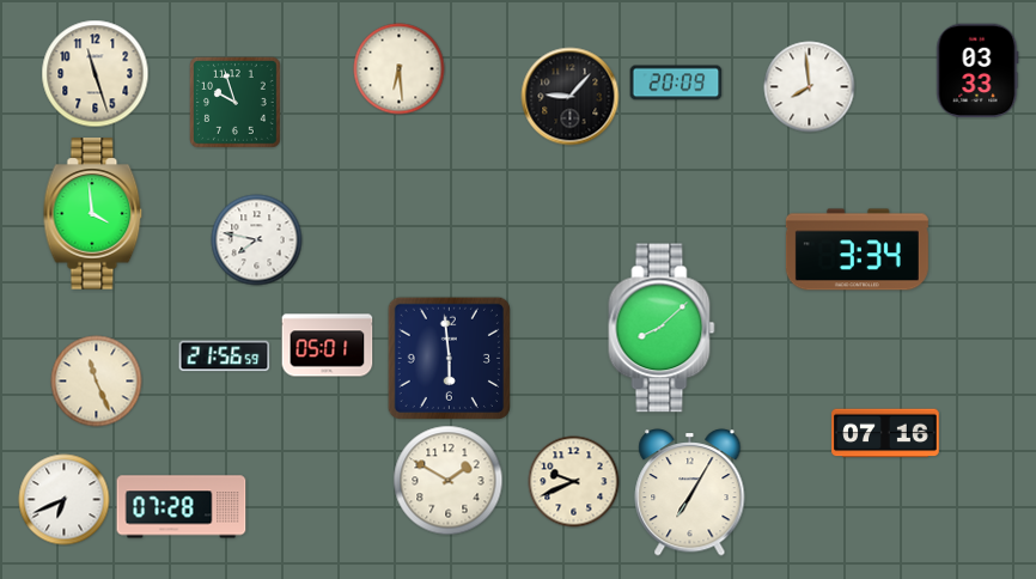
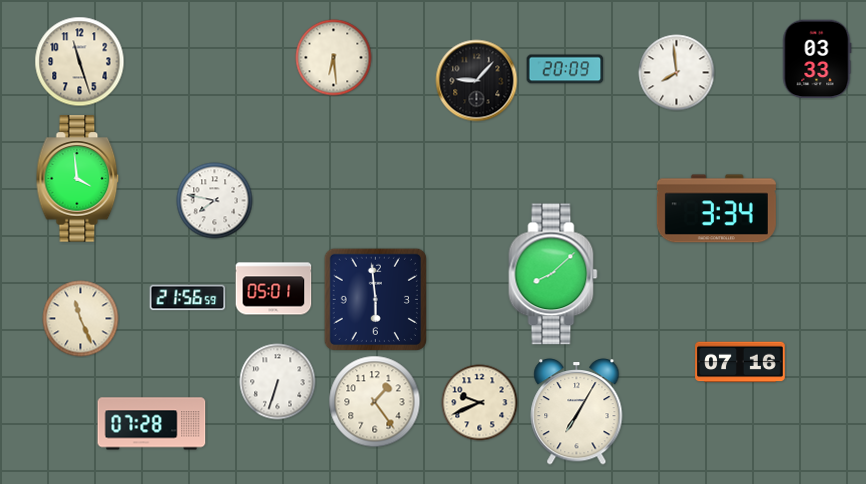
clock at (236, 103): 9:57 -> none
clock at (278, 382): none -> 6:33
clock at (449, 481): 1:50 -> 1:24
clock at (65, 500): 6:41 -> none
